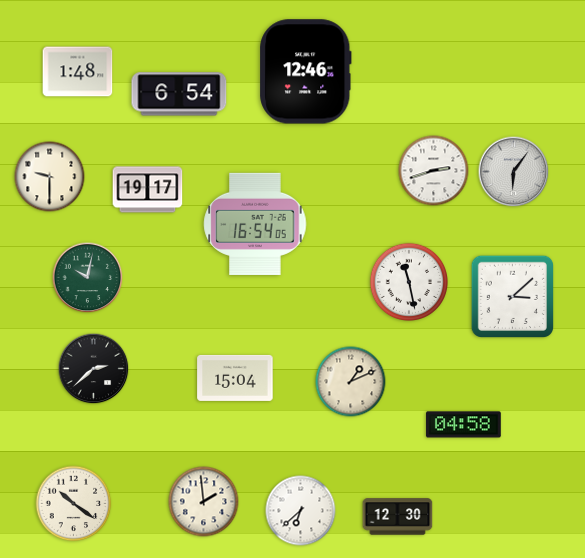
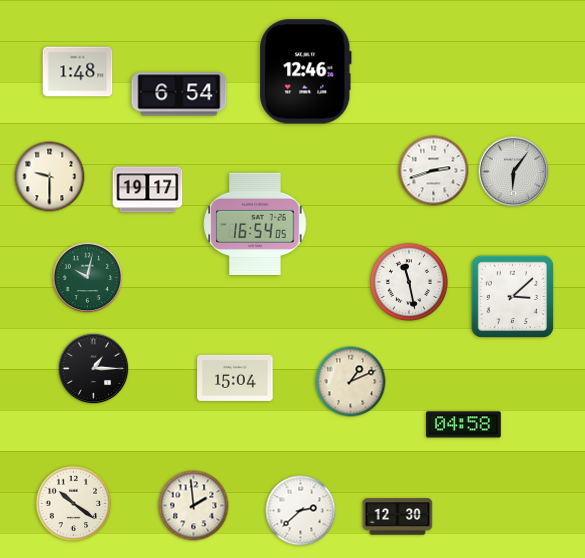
clock at (94, 369): 2:38 -> 1:15
clock at (204, 502) position: (204, 502) -> (194, 506)
clock at (301, 511): 6:38 -> 2:38
